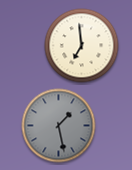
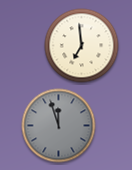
clock at (59, 126): 1:28 -> 11:57
